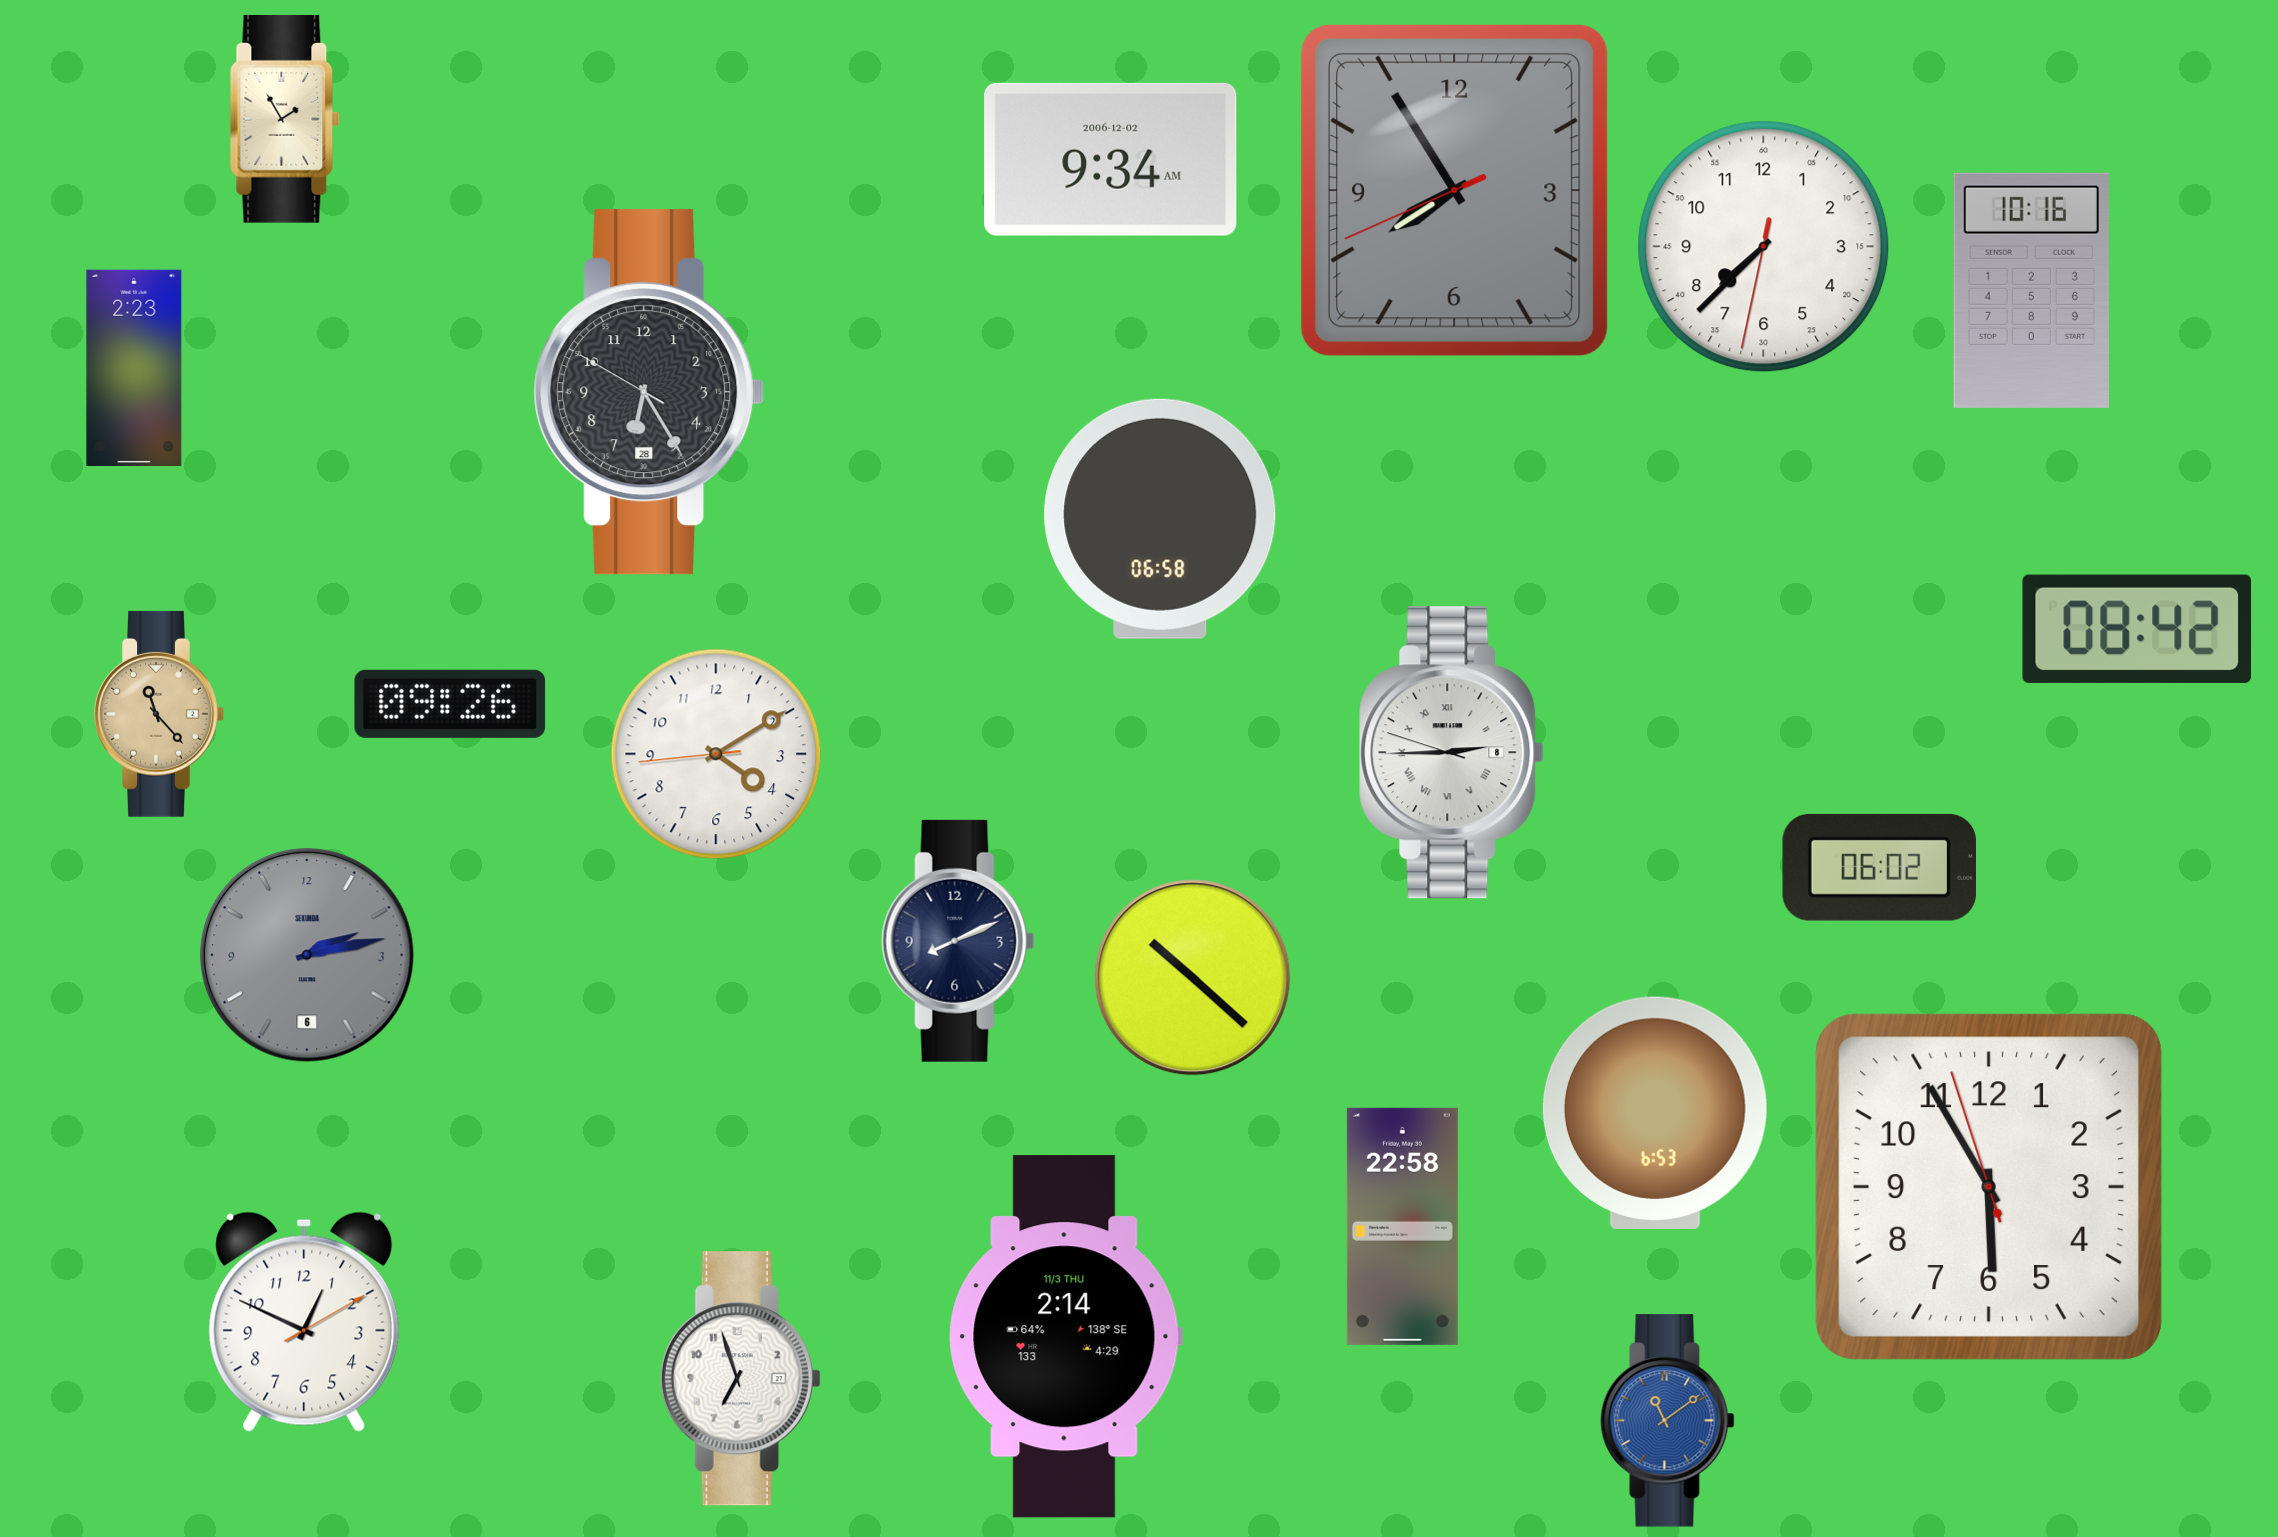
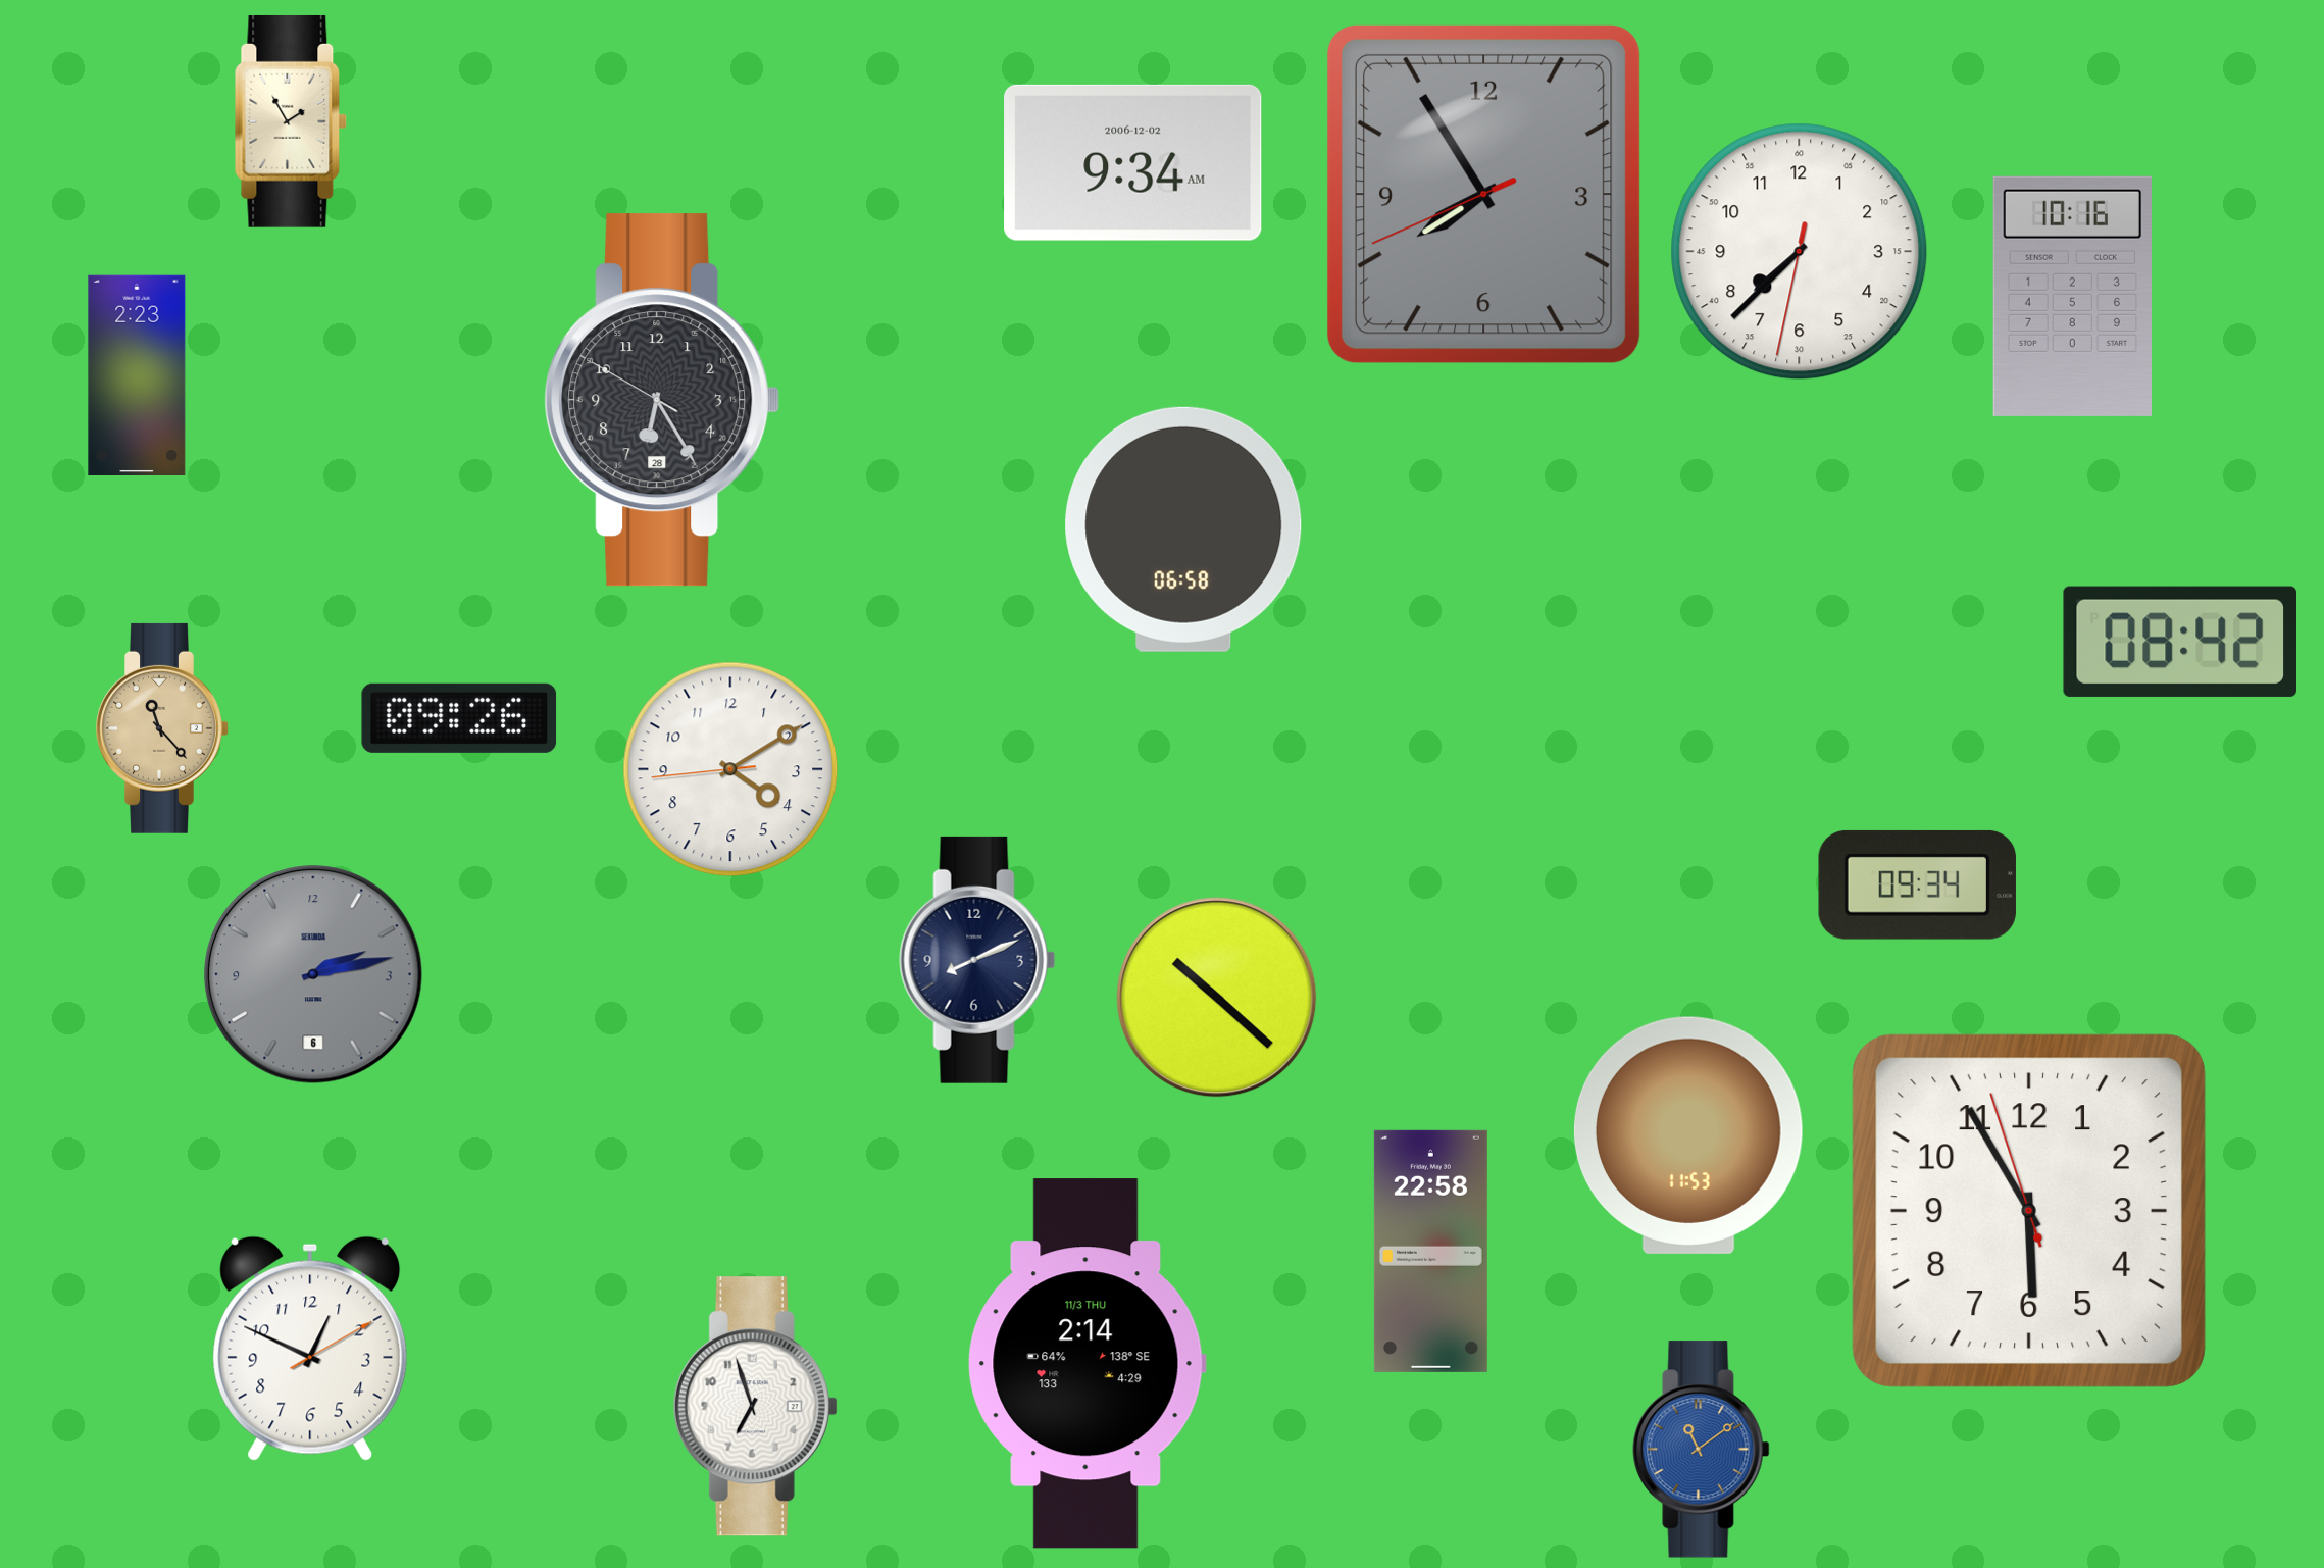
clock at (1452, 753): 2:44 -> none
clock at (1879, 867): 06:02 -> 09:34
clock at (1655, 1113): 6:53 -> 11:53
